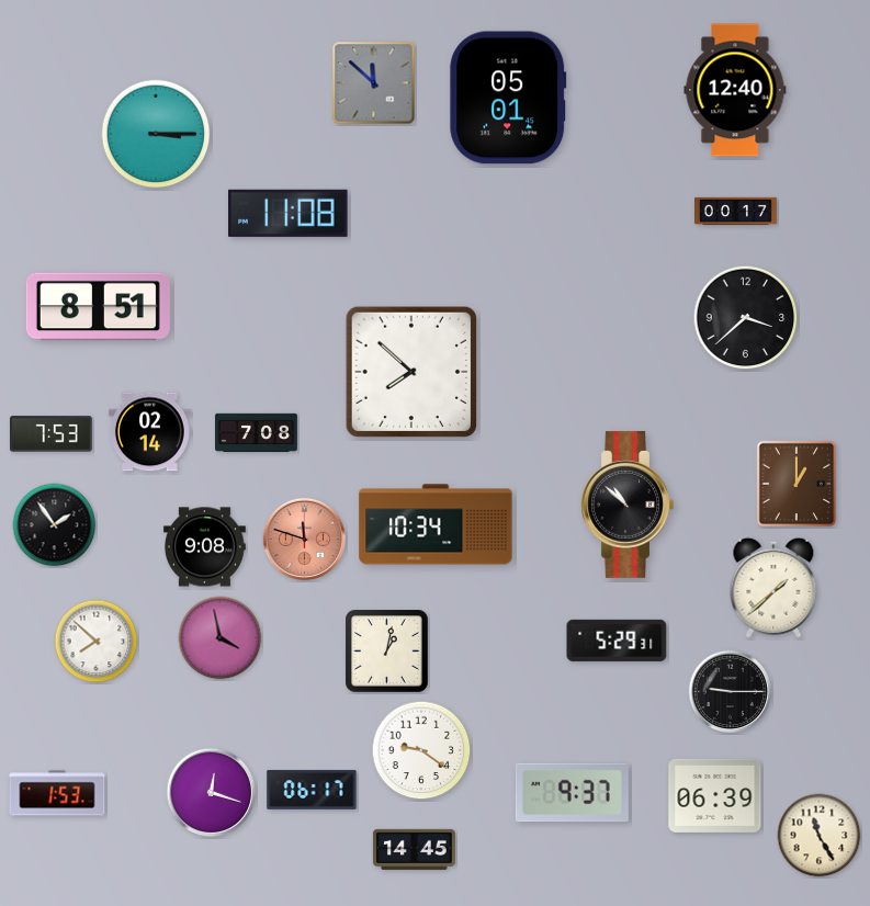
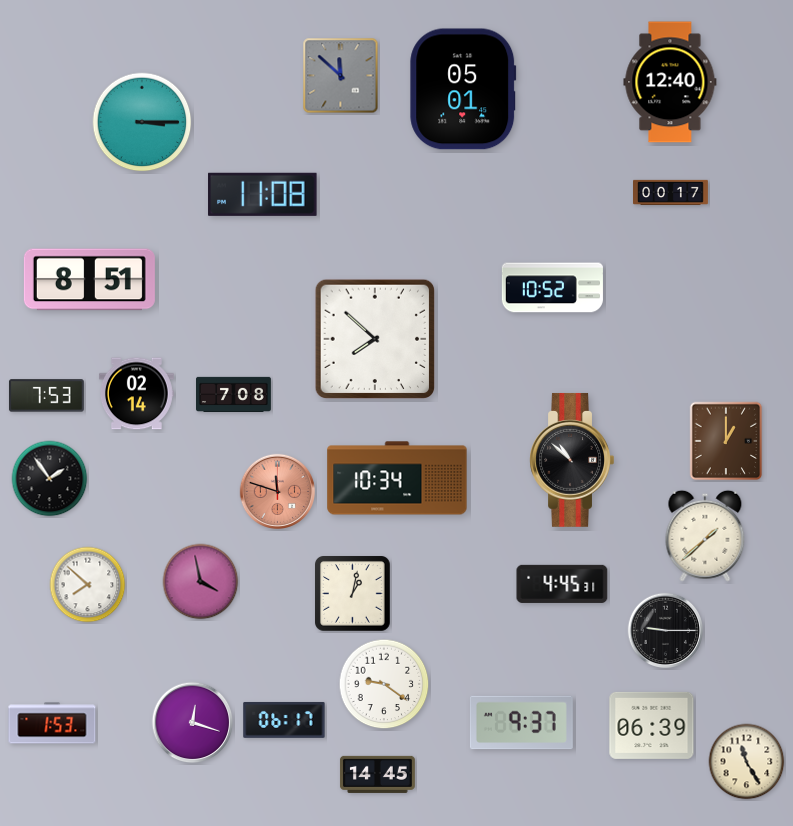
clock at (552, 288): none -> 10:52
clock at (746, 318): 3:38 -> none
clock at (205, 547): 9:08 -> none
clock at (617, 641): 5:29 -> 4:45
